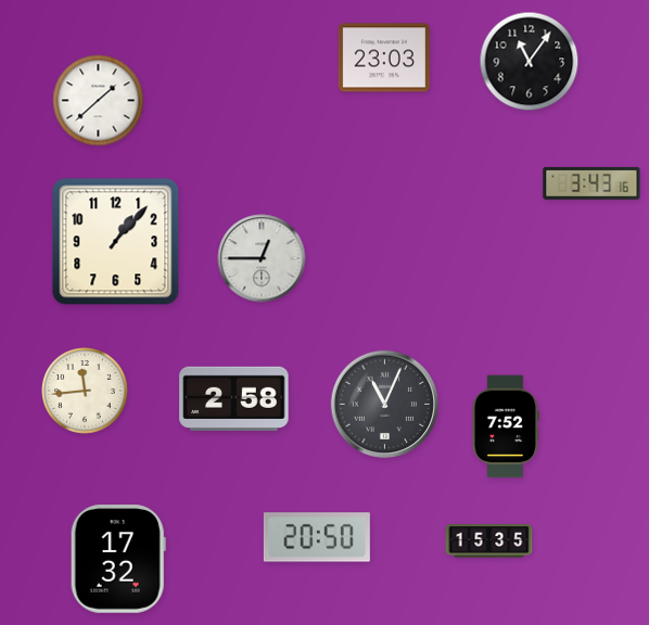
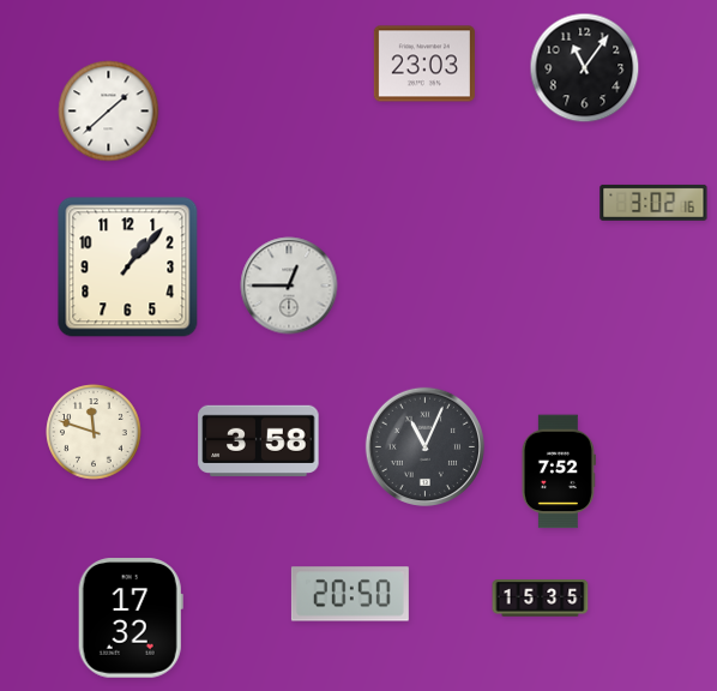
clock at (591, 183): 3:43 -> 3:02
clock at (85, 391): 11:44 -> 11:48
clock at (234, 398): 2:58 -> 3:58
